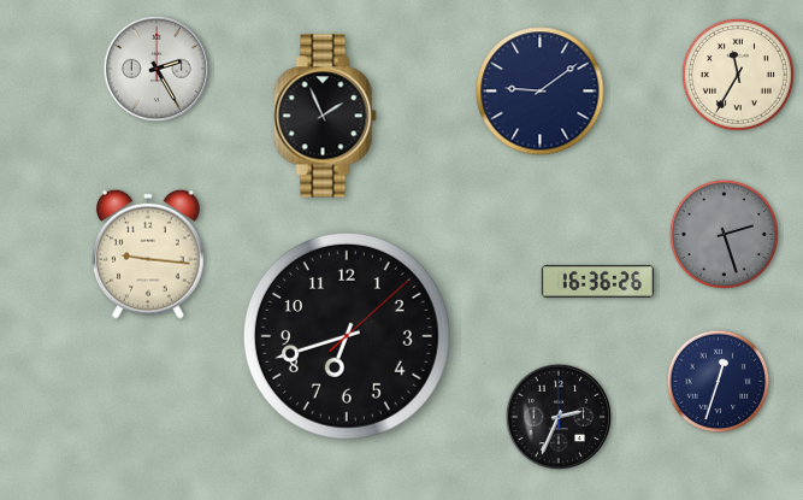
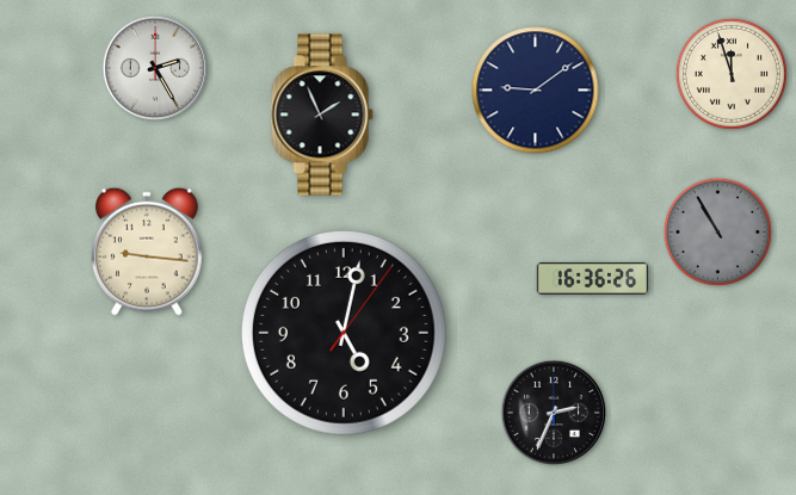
clock at (738, 75): 11:35 -> 11:57
clock at (724, 234): 2:27 -> 10:55
clock at (347, 336): 6:42 -> 5:02
clock at (719, 382): 12:33 -> none
